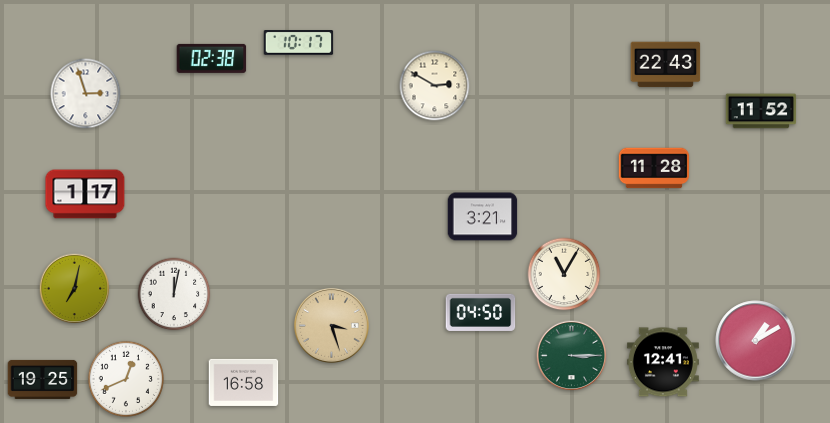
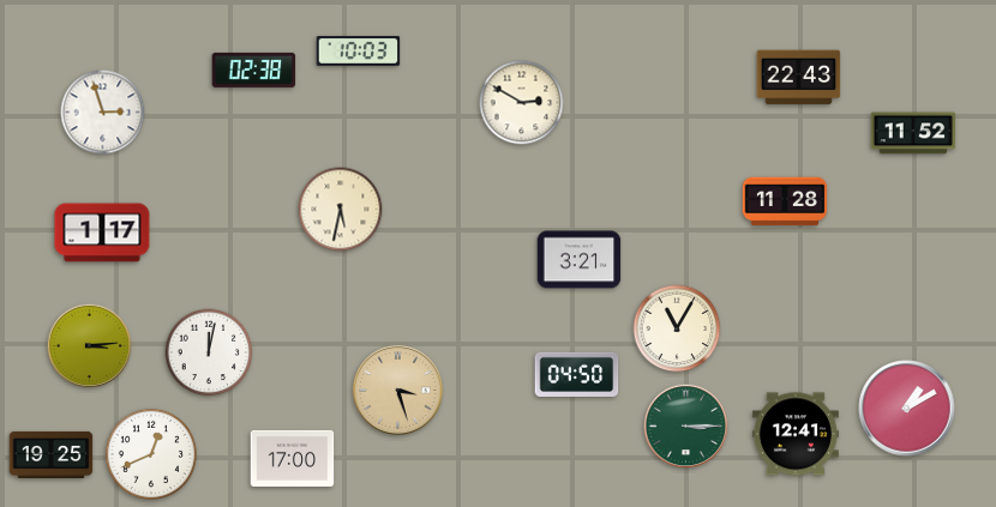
clock at (299, 43): 10:17 -> 10:03
clock at (341, 210): none -> 5:32
clock at (75, 289): 7:02 -> 3:14
clock at (244, 382): 16:58 -> 17:00
